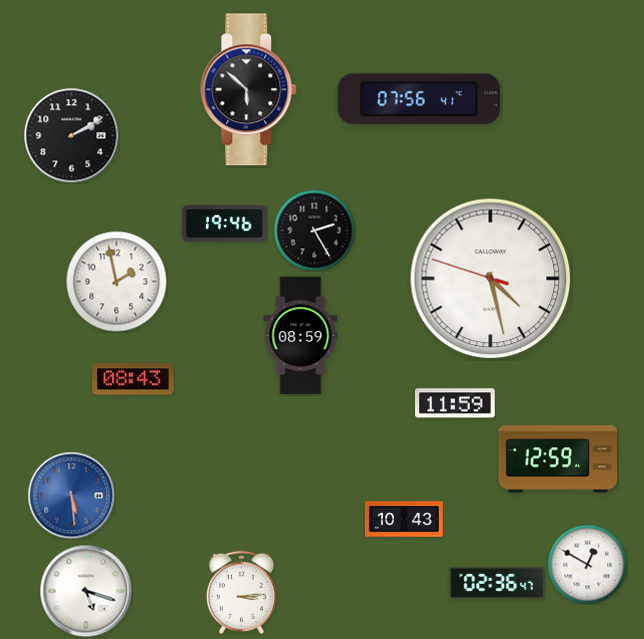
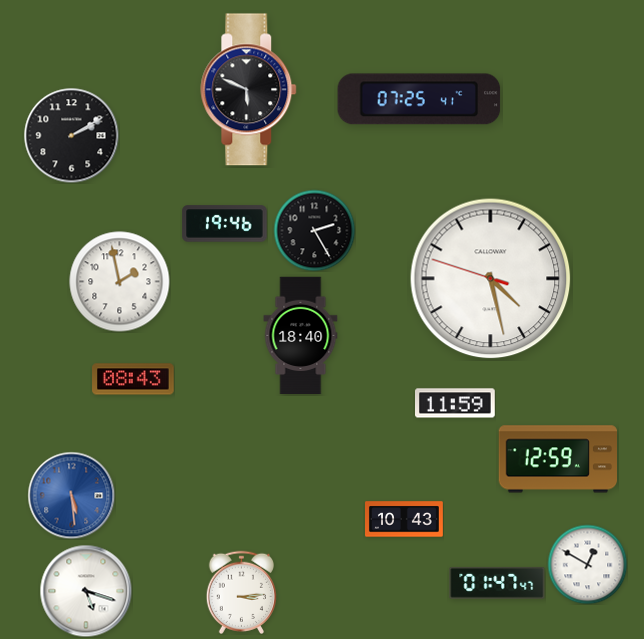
clock at (249, 90): 5:52 -> 5:49
clock at (419, 99): 07:56 -> 07:25
clock at (117, 282) position: (117, 282) -> (120, 282)
clock at (301, 336): 08:59 -> 18:40
clock at (497, 583): 02:36 -> 01:47
